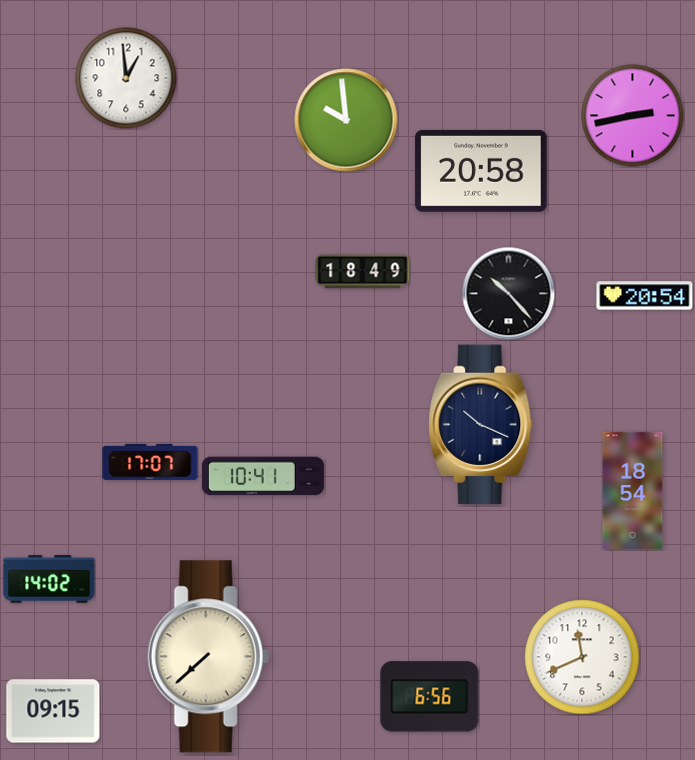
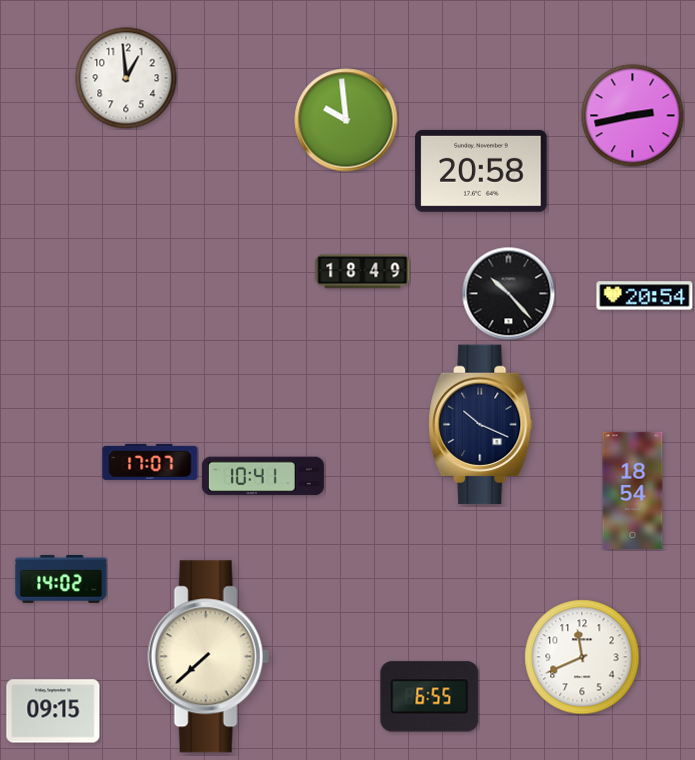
clock at (49, 580) position: (49, 580) -> (61, 580)
clock at (430, 697): 6:56 -> 6:55
